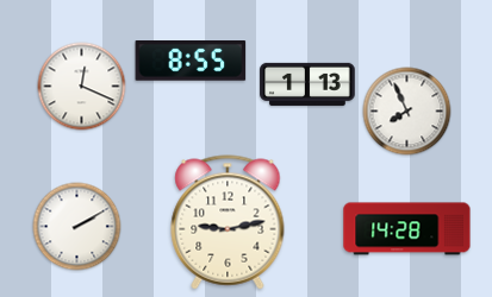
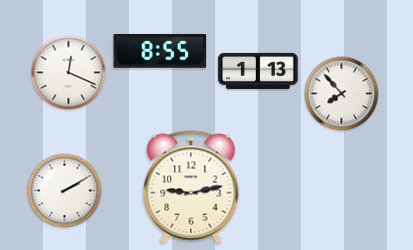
clock at (407, 112): 7:56 -> 7:53
clock at (407, 229): 14:28 -> none
